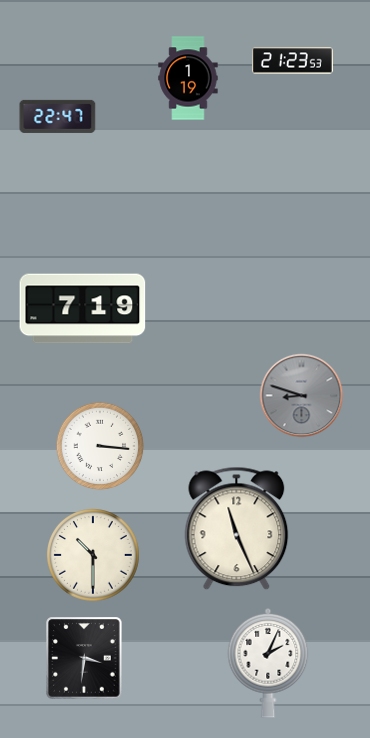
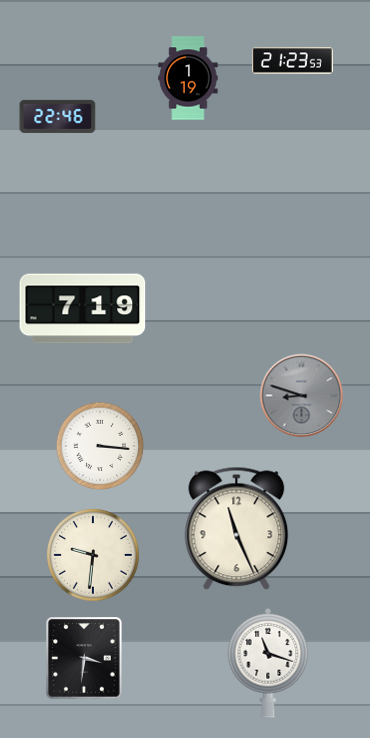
clock at (58, 116): 22:47 -> 22:46
clock at (94, 556): 10:30 -> 9:31
clock at (268, 663): 2:04 -> 11:18
